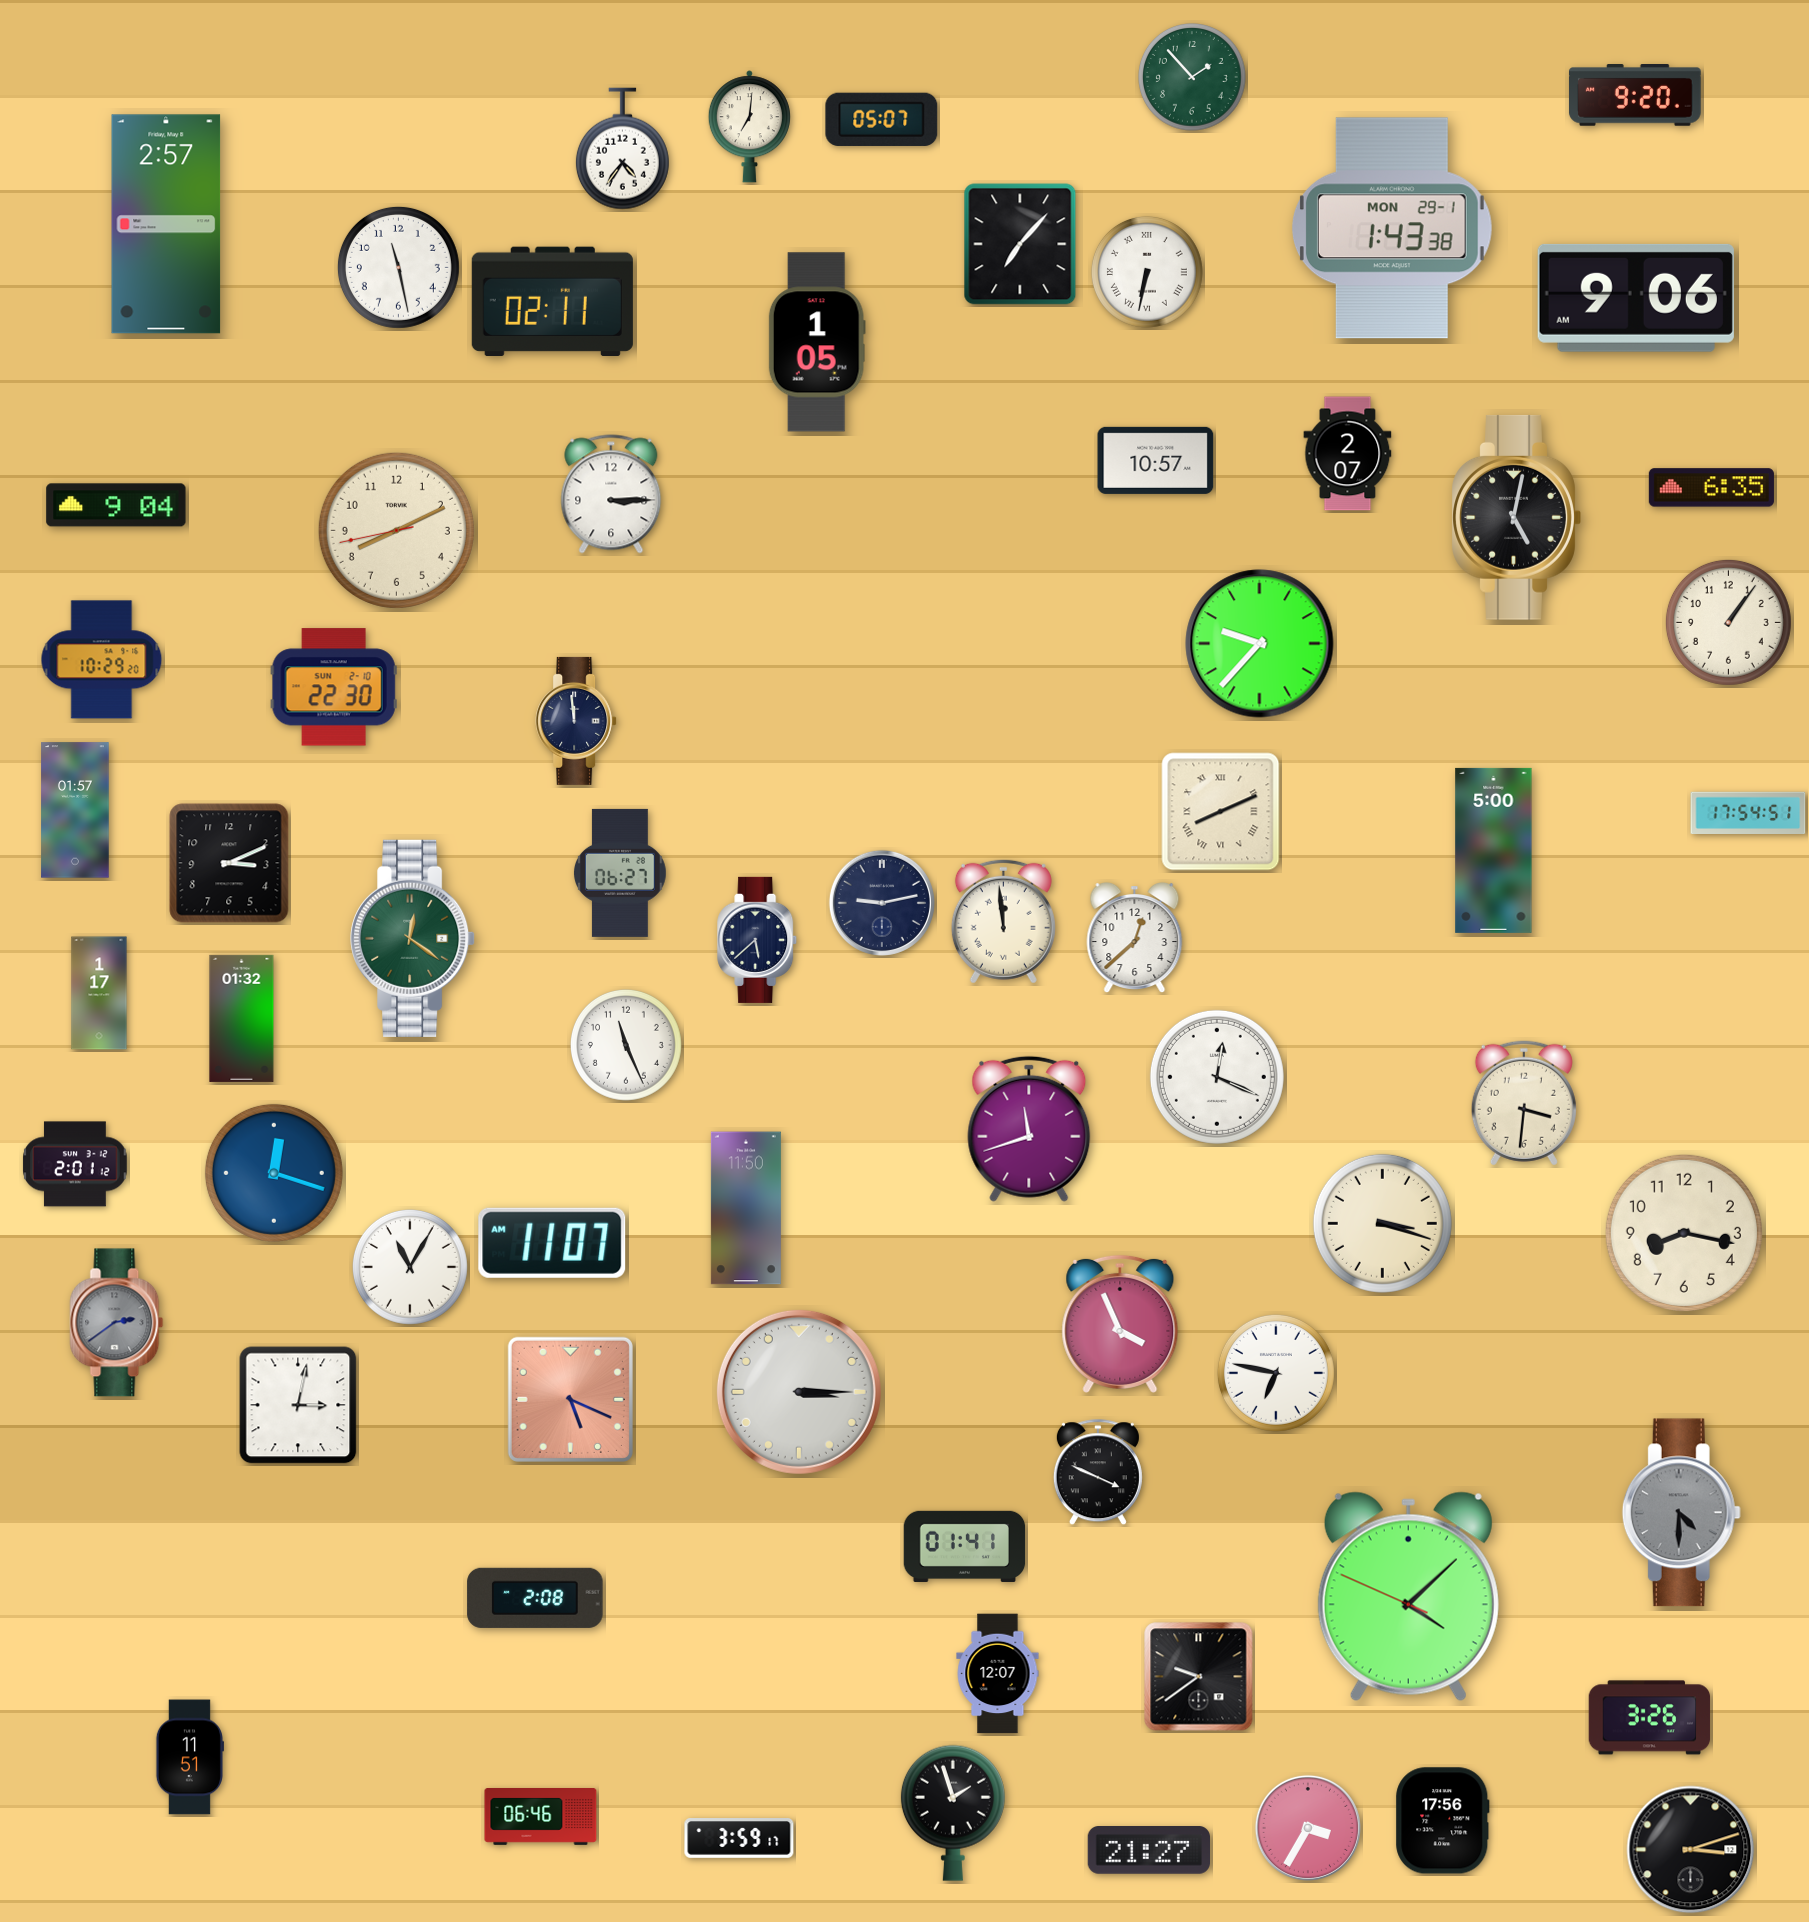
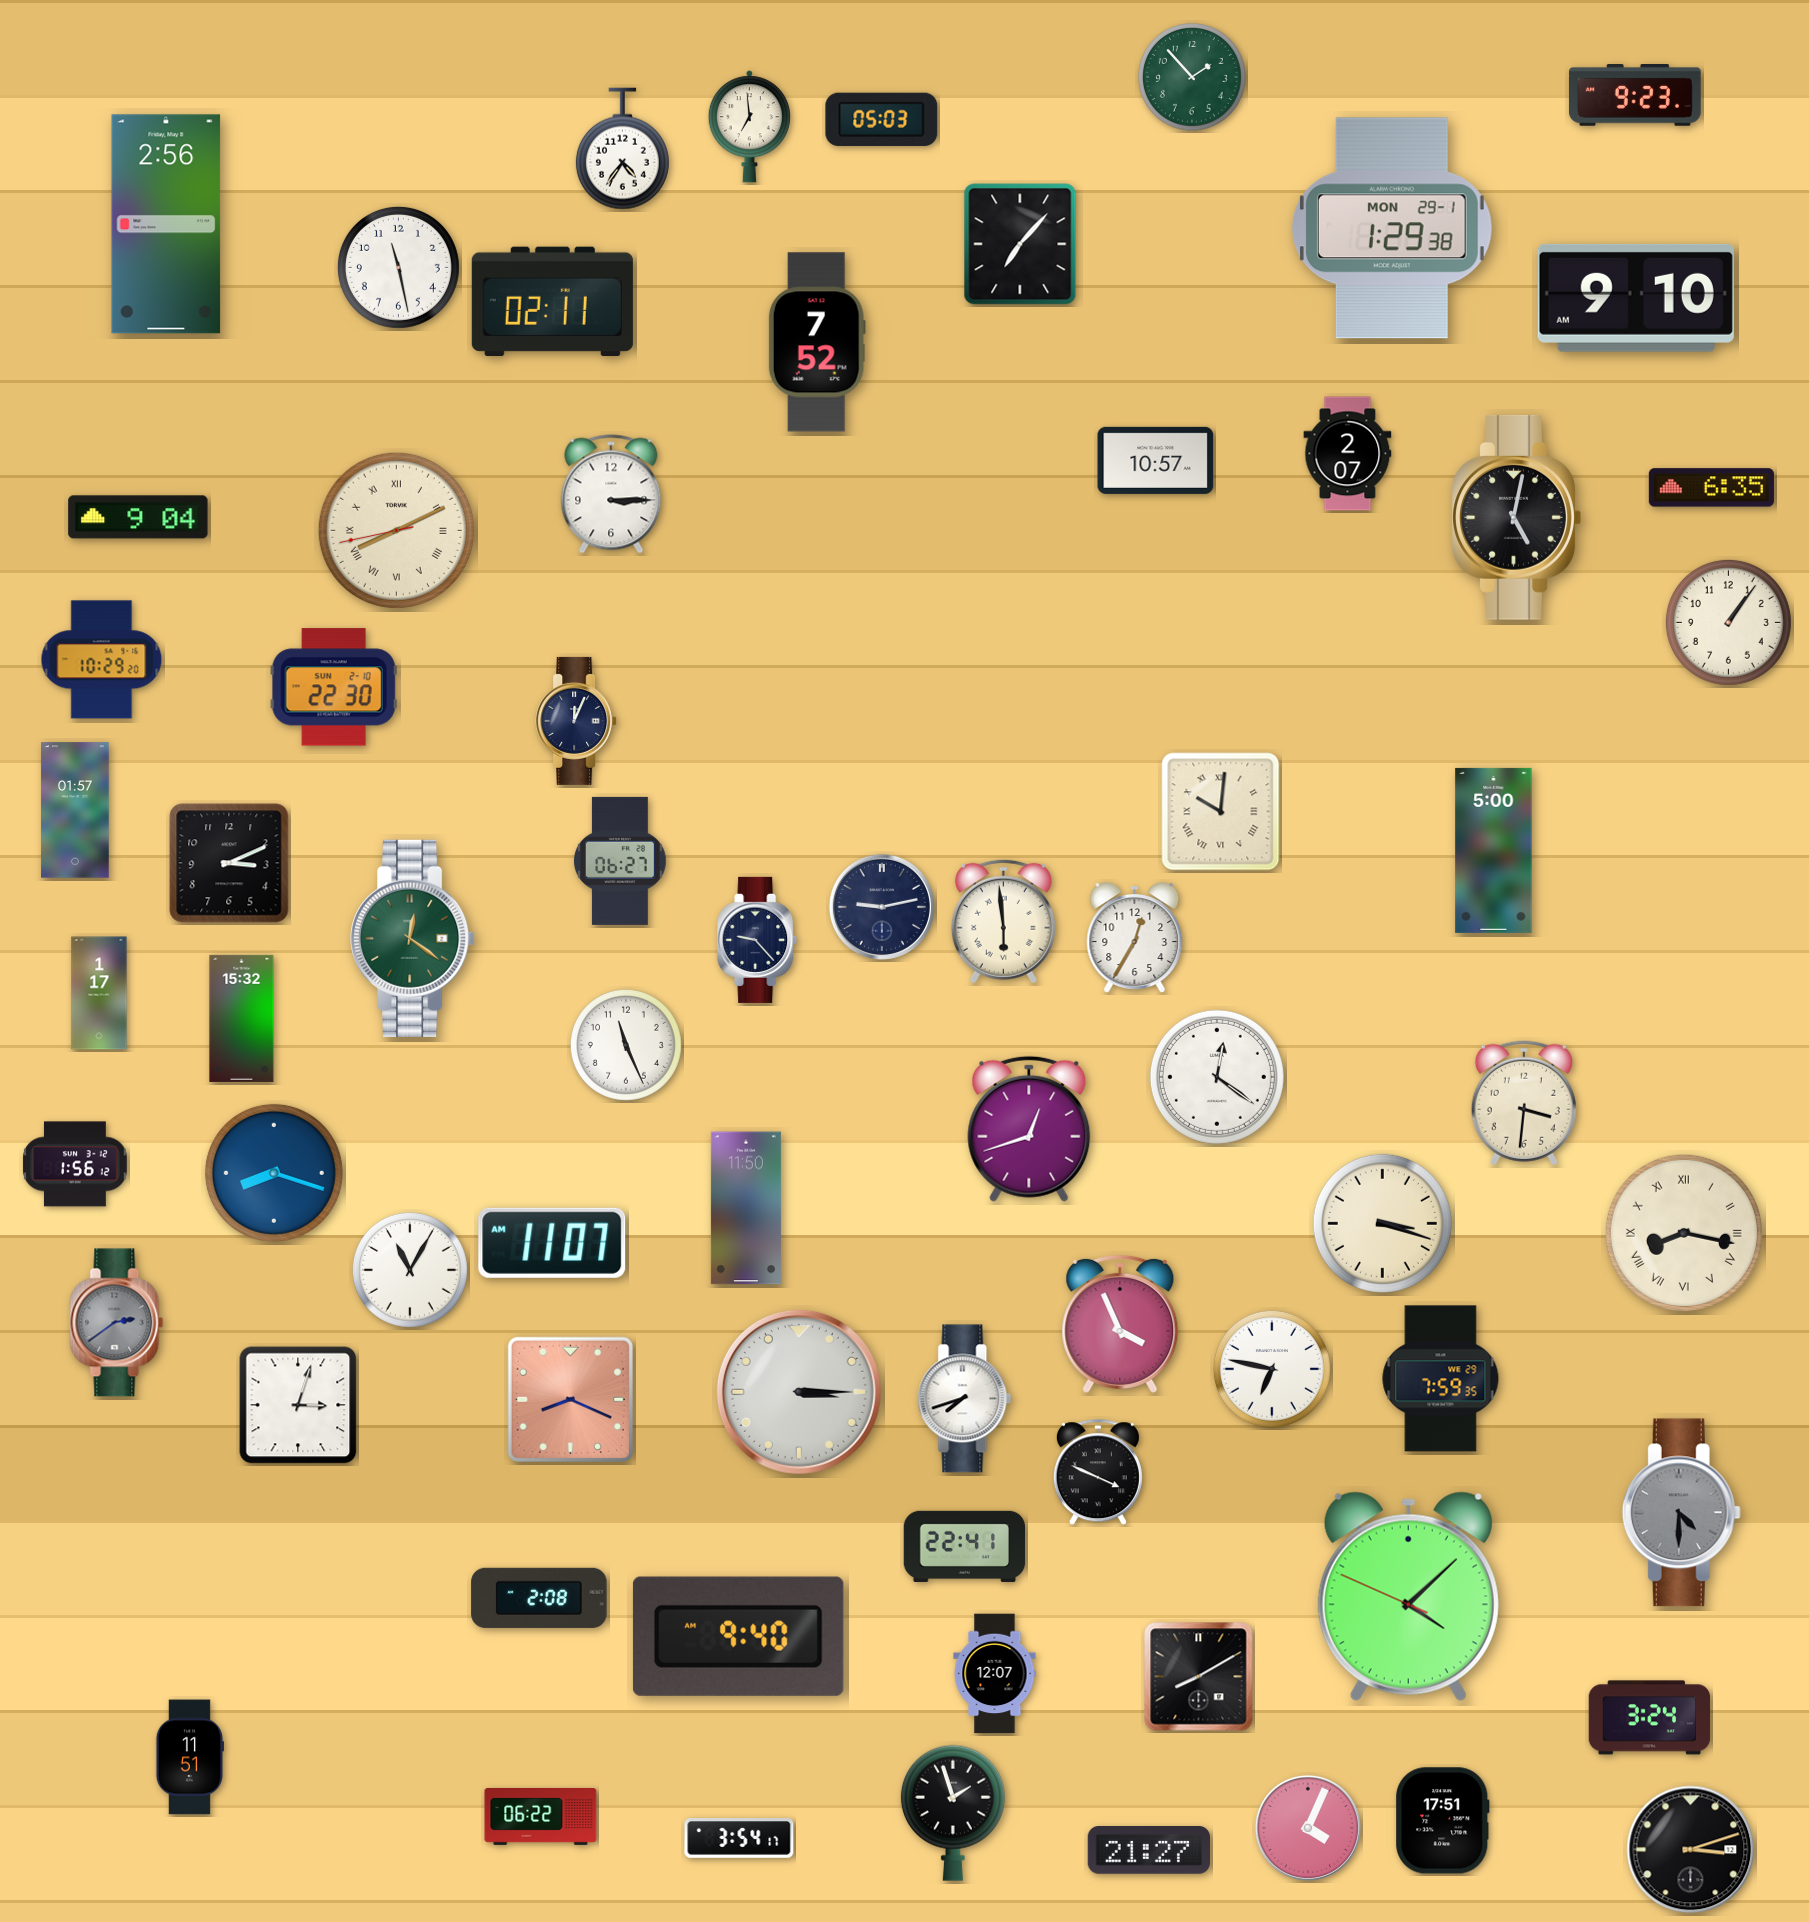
clock at (1635, 96): 9:20 -> 9:23
clock at (882, 119): 05:07 -> 05:03
clock at (749, 127): 7:01 -> 6:59
clock at (166, 224): 2:57 -> 2:56
clock at (1392, 228): 1:43 -> 1:29
clock at (1147, 272): 6:32 -> none
clock at (1636, 298): 9:06 -> 9:10
clock at (817, 342): 1:05 -> 7:52
clock at (116, 505) position: (116, 505) -> (138, 517)
clock at (396, 530) numerals: Arabic -> Roman
clock at (1260, 644): 9:37 -> none
clock at (576, 721): 11:59 -> 12:04
clock at (1221, 812): 8:11 -> 10:01
clock at (1748, 812): 17:54 -> none
clock at (620, 873) position: (620, 873) -> (620, 861)
clock at (882, 903) position: (882, 903) -> (882, 907)
clock at (1003, 921): 11:59 -> 5:59
clock at (1135, 938): 12:38 -> 12:35
clock at (758, 940): 5:38 -> 9:23
clock at (242, 1018): 01:32 -> 15:32
clock at (1217, 1077): 12:19 -> 12:21
clock at (1029, 1129): 11:42 -> 12:42
clock at (75, 1164): 2:01 -> 1:56
clock at (274, 1173): 12:18 -> 8:18
clock at (1684, 1233) numerals: Arabic -> Roman
clock at (410, 1267) position: (410, 1267) -> (410, 1270)
clock at (1276, 1373) position: (1276, 1373) -> (1272, 1369)
clock at (1441, 1379): none -> 7:59
clock at (570, 1399): 5:19 -> 8:19
clock at (965, 1399): none -> 7:42
clock at (298, 1405): 3:02 -> 3:03
clock at (965, 1546): 01:41 -> 22:41
clock at (535, 1598) position: (535, 1598) -> (539, 1598)
clock at (738, 1636): none -> 9:40
clock at (998, 1674) position: (998, 1674) -> (995, 1674)
clock at (1199, 1677): 9:39 -> 8:10
clock at (1650, 1718): 3:26 -> 3:24
clock at (541, 1817): 06:46 -> 06:22
clock at (1443, 1821): 17:56 -> 17:51
clock at (1308, 1828): 3:35 -> 4:04
clock at (739, 1839): 3:59 -> 3:54
